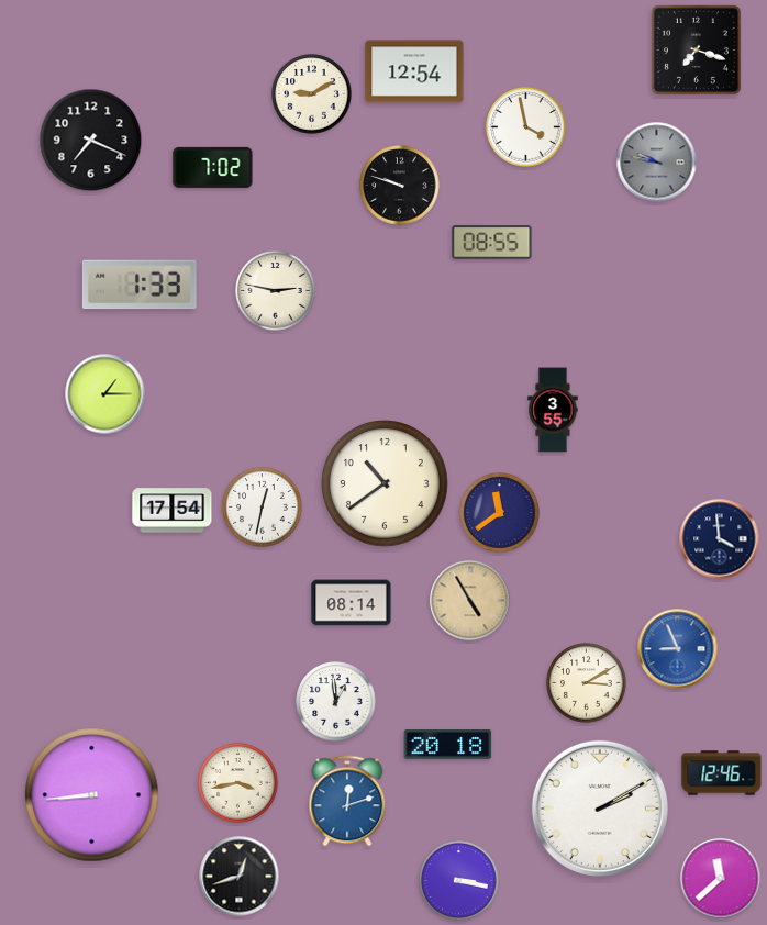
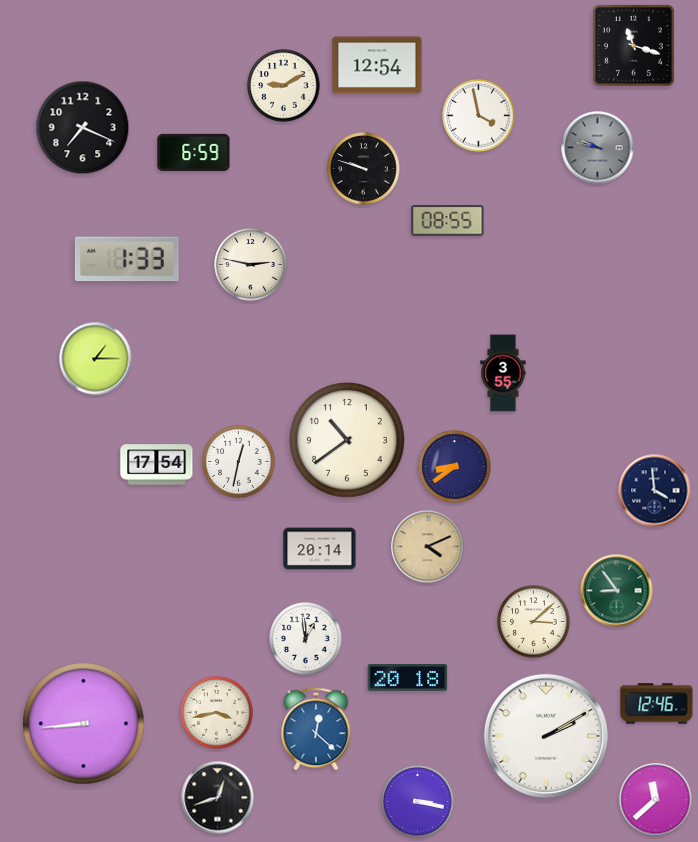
clock at (696, 49): 7:18 -> 11:18
clock at (213, 167): 7:02 -> 6:59
clock at (386, 484) position: (386, 484) -> (348, 441)
clock at (500, 513): 11:39 -> 8:39
clock at (470, 601): 4:55 -> 4:11
clock at (352, 603): 08:14 -> 20:14
clock at (678, 649): 8:56 -> 8:54
clock at (678, 649) dial: blue -> green
clock at (587, 683): 3:10 -> 3:08
clock at (347, 801): 12:12 -> 12:22
